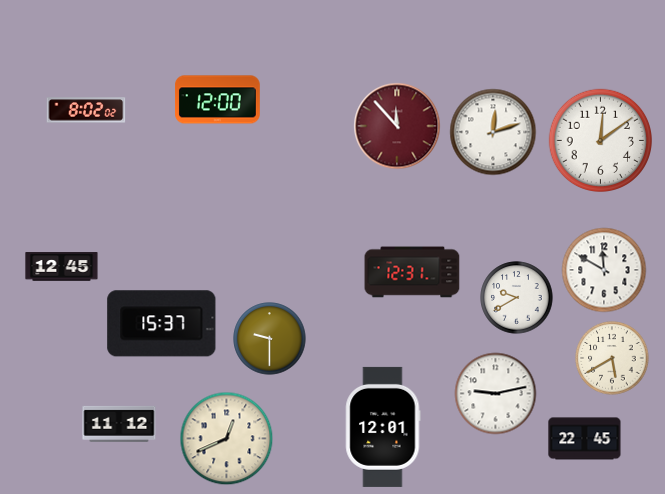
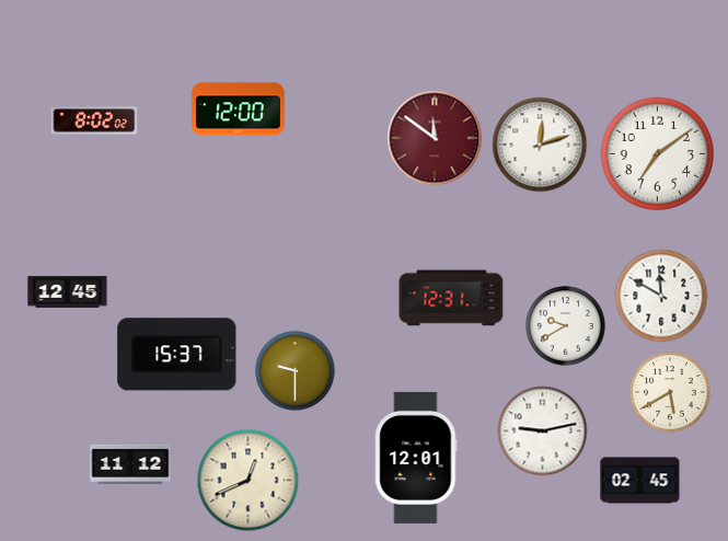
clock at (397, 126): 11:53 -> 11:51
clock at (601, 141): 12:09 -> 7:09
clock at (383, 427) position: (383, 427) -> (416, 458)
clock at (585, 439): 22:45 -> 02:45
